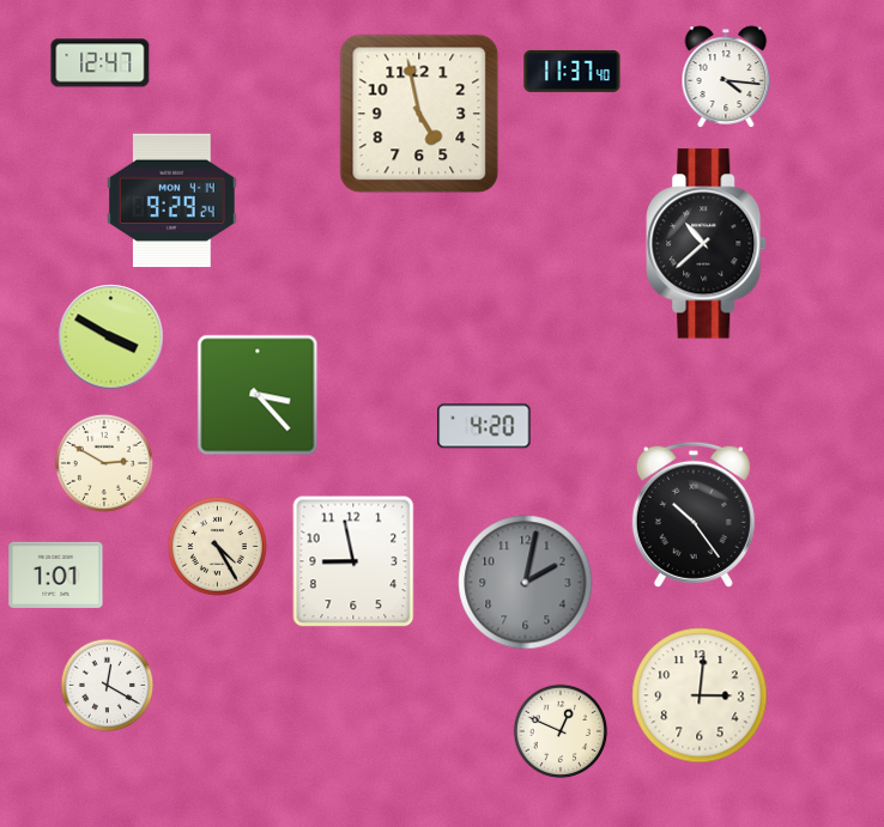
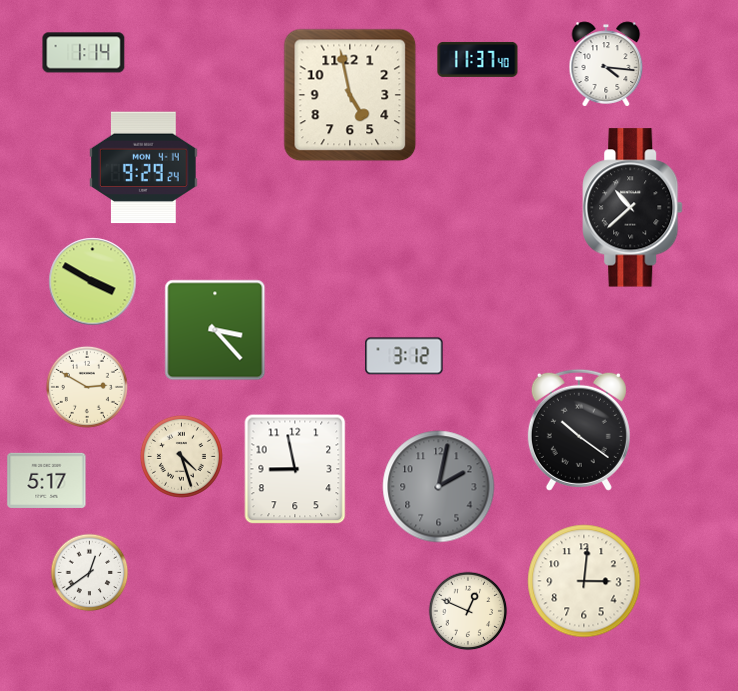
clock at (101, 63): 12:47 -> 1:14
clock at (707, 244) position: (707, 244) -> (633, 208)
clock at (484, 426): 4:20 -> 3:12
clock at (694, 515): 10:24 -> 10:21
clock at (217, 546): 4:25 -> 4:27
clock at (56, 574): 1:01 -> 5:17
clock at (108, 686): 12:20 -> 12:39
